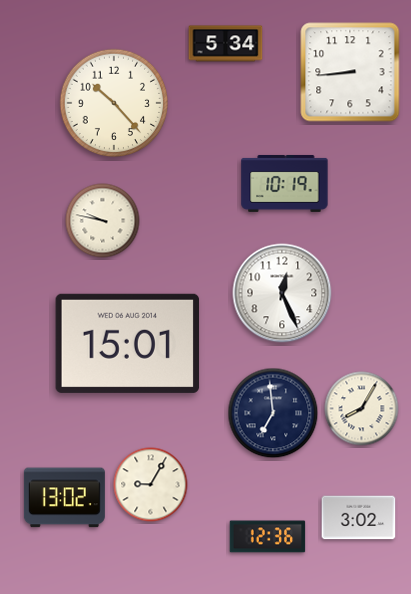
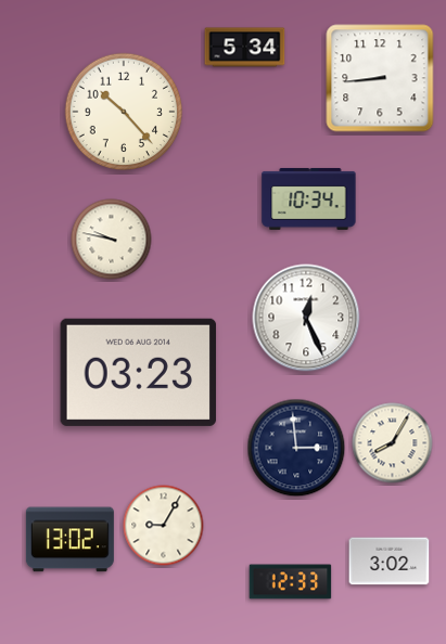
clock at (285, 183): 10:19 -> 10:34
clock at (128, 343): 15:01 -> 03:23
clock at (273, 413): 6:59 -> 2:59
clock at (268, 537): 12:36 -> 12:33
